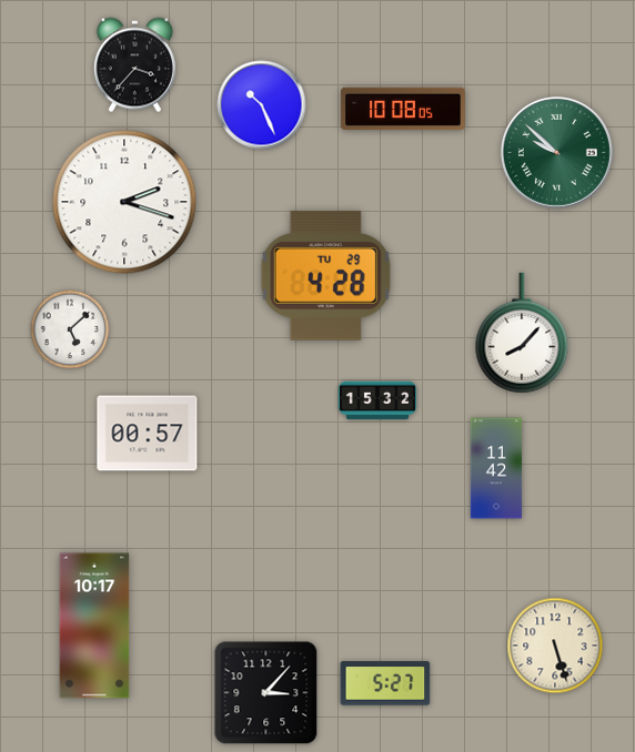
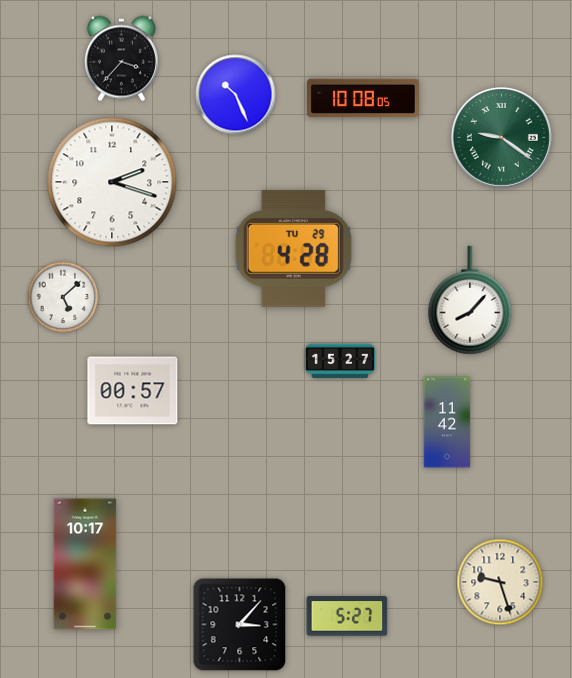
clock at (556, 152): 9:52 -> 9:21
clock at (376, 400): 15:32 -> 15:27
clock at (555, 646): 5:27 -> 9:27
